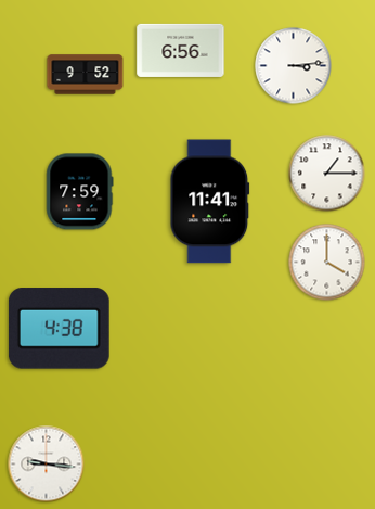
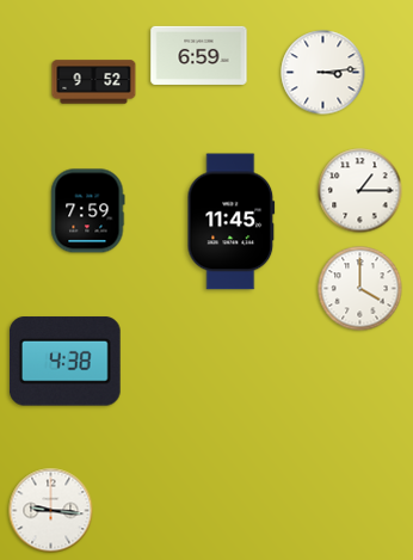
clock at (181, 50): 6:56 -> 6:59
clock at (210, 202): 11:41 -> 11:45
